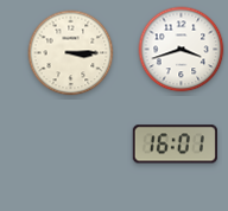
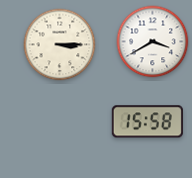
clock at (182, 50): 3:42 -> 3:40
clock at (175, 145): 16:01 -> 15:58
